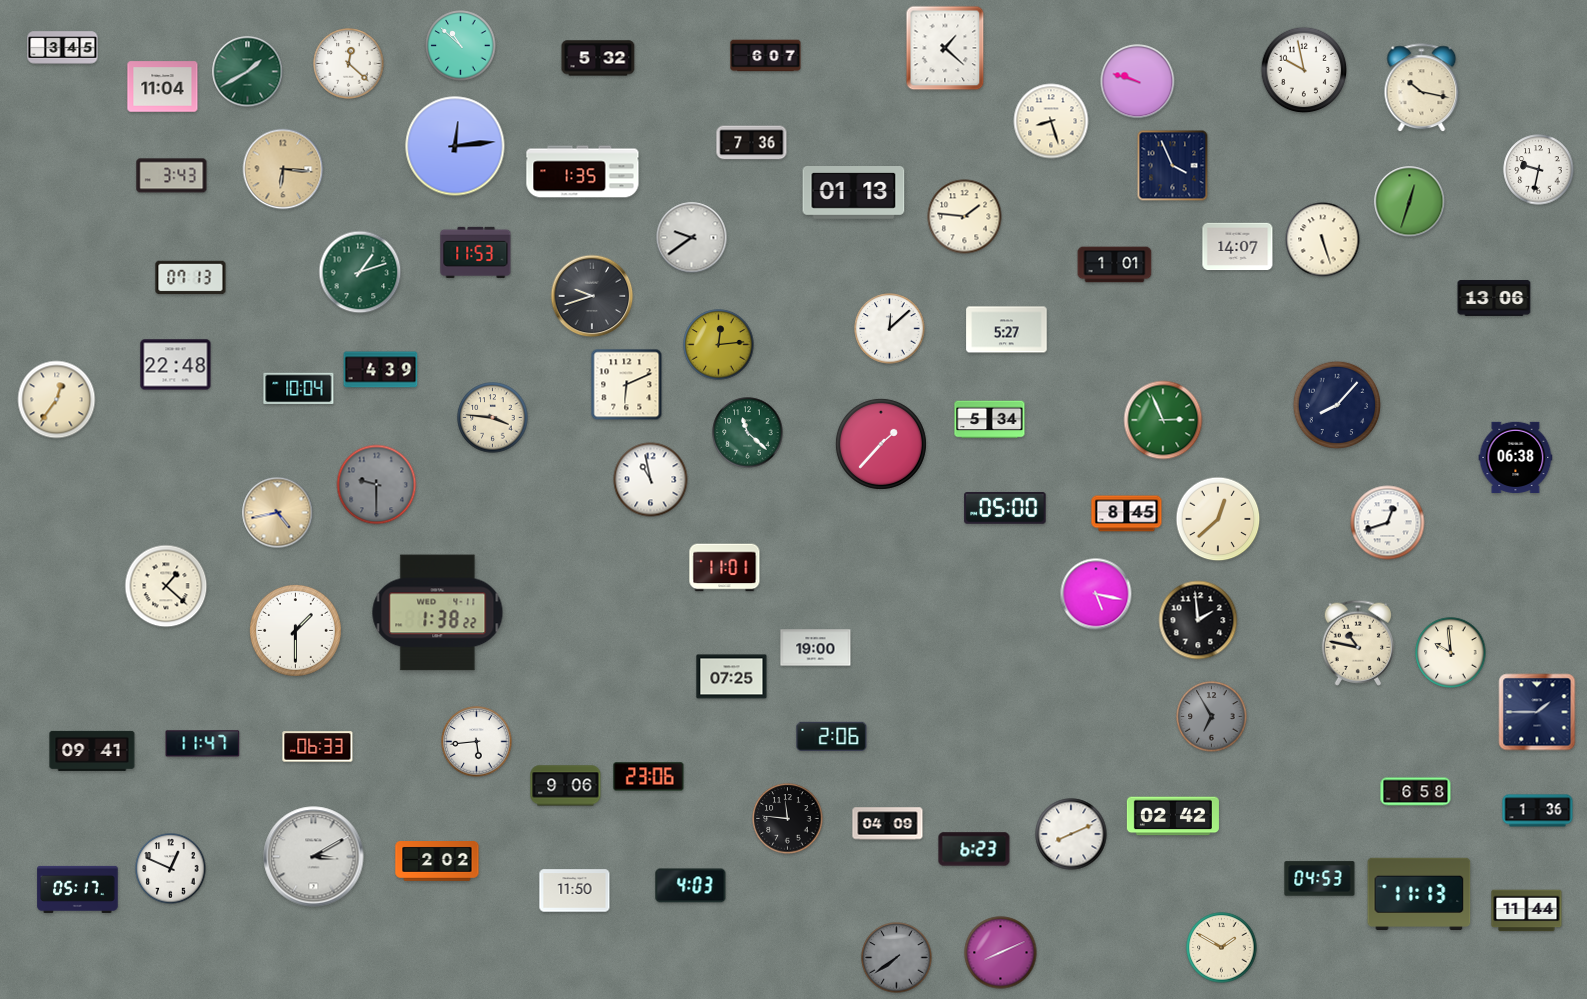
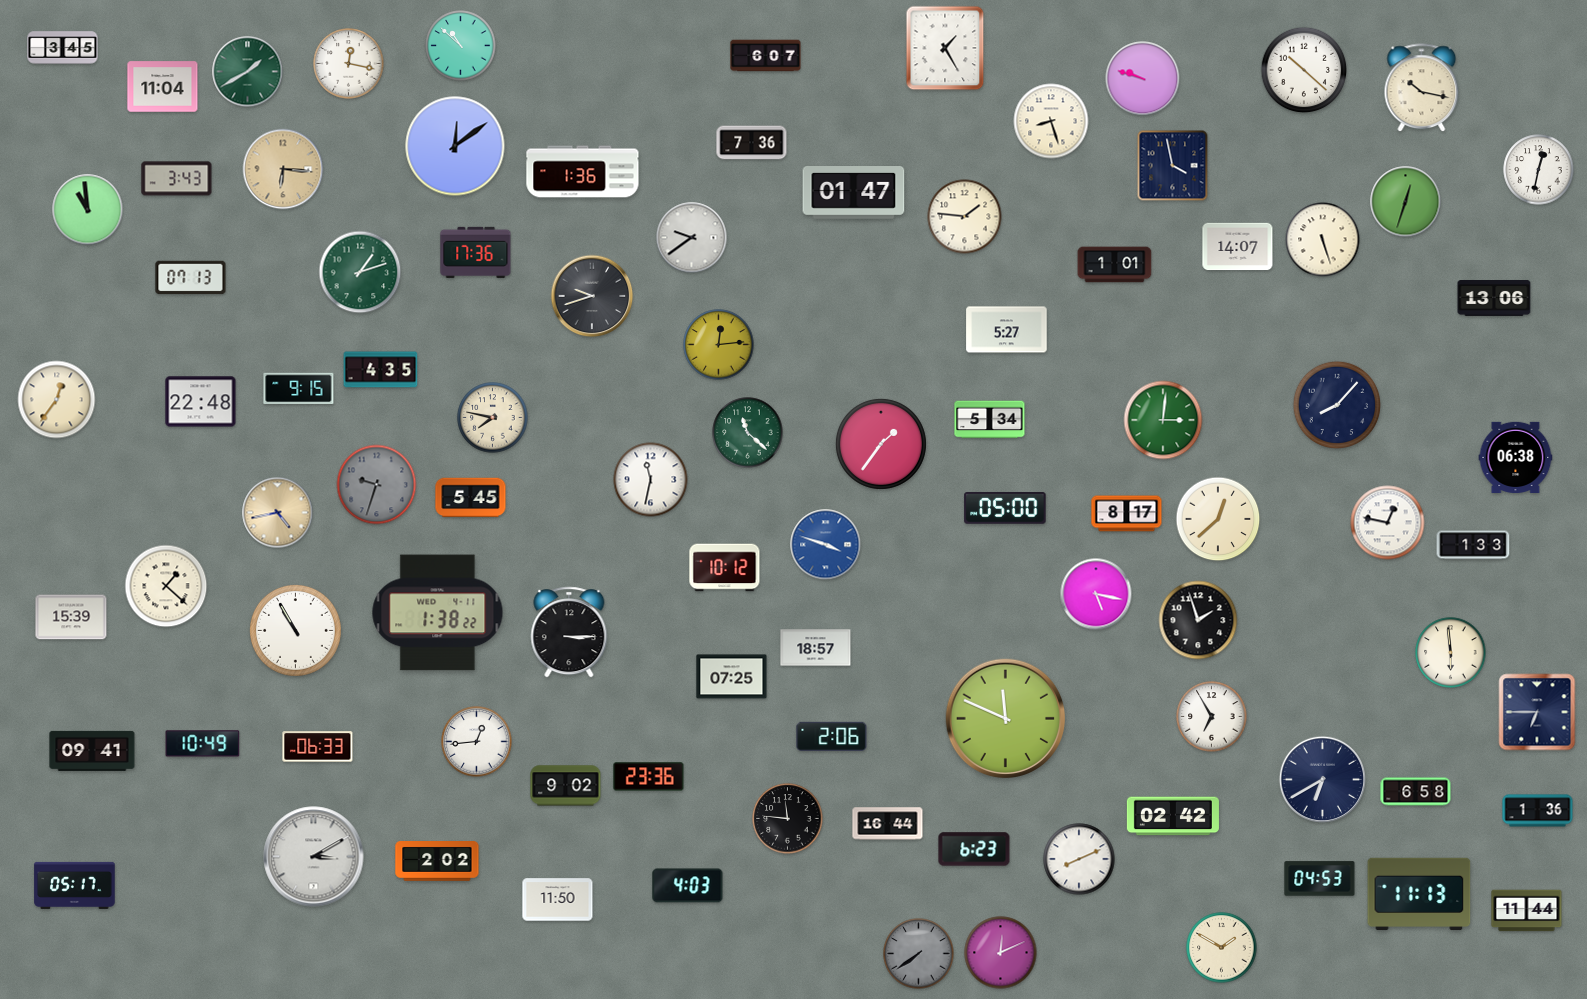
clock at (945, 48): 1:22 -> 1:25
clock at (598, 58): 5:32 -> none
clock at (349, 64): 12:22 -> 12:17
clock at (1304, 70): 9:58 -> 10:22
clock at (1138, 82) position: (1138, 82) -> (1143, 79)
clock at (455, 146): 12:14 -> 12:09
clock at (1173, 166): 3:56 -> 3:58
clock at (1539, 170): 9:32 -> 12:32
clock at (583, 172): 1:35 -> 1:36
clock at (172, 176) position: (172, 176) -> (177, 179)
clock at (854, 193): 01:13 -> 01:47
clock at (1410, 202) position: (1410, 202) -> (1406, 202)
clock at (88, 210): none -> 10:59
clock at (476, 252): 11:53 -> 17:36
clock at (890, 329): 12:08 -> none
clock at (176, 365) position: (176, 365) -> (201, 402)
clock at (381, 370): 4:39 -> 4:35
clock at (627, 385): 6:11 -> none
clock at (299, 389): 10:04 -> 9:15
clock at (493, 418): 3:46 -> 7:47
clock at (1163, 420): 2:56 -> 3:01
clock at (881, 444): 1:37 -> 1:36
clock at (651, 480): 10:58 -> 11:32
clock at (377, 485): 9:30 -> 9:33
clock at (471, 498): none -> 5:45
clock at (1127, 514): 8:45 -> 8:17
clock at (1388, 523): 12:42 -> 12:47
clock at (826, 545): none -> 3:48
clock at (1473, 545): none -> 1:33
clock at (725, 568): 11:01 -> 10:12
clock at (71, 617): none -> 15:39
clock at (1198, 620): 1:59 -> 1:57
clock at (295, 630): 1:30 -> 10:55
clock at (569, 632): none -> 3:15
clock at (1357, 643): 10:47 -> none
clock at (816, 648): 19:00 -> 18:57
clock at (1451, 653): 9:59 -> 5:59
clock at (1537, 712): 1:45 -> 6:45
clock at (1212, 717) dial: grey -> white
clock at (1006, 719): none -> 11:49
clock at (477, 742): 5:44 -> 12:44
clock at (203, 744): 11:47 -> 10:49
clock at (649, 777): 23:06 -> 23:36
clock at (1322, 779): none -> 6:40
clock at (566, 786): 9:06 -> 9:02
clock at (888, 824): 04:09 -> 16:44
clock at (1071, 834) position: (1071, 834) -> (1079, 859)
clock at (171, 869): 12:49 -> none
clock at (691, 886) position: (691, 886) -> (688, 886)
clock at (78, 889) position: (78, 889) -> (75, 885)
clock at (575, 891) position: (575, 891) -> (558, 900)
clock at (1001, 953): 8:11 -> 12:11
clock at (897, 958) position: (897, 958) -> (919, 954)
